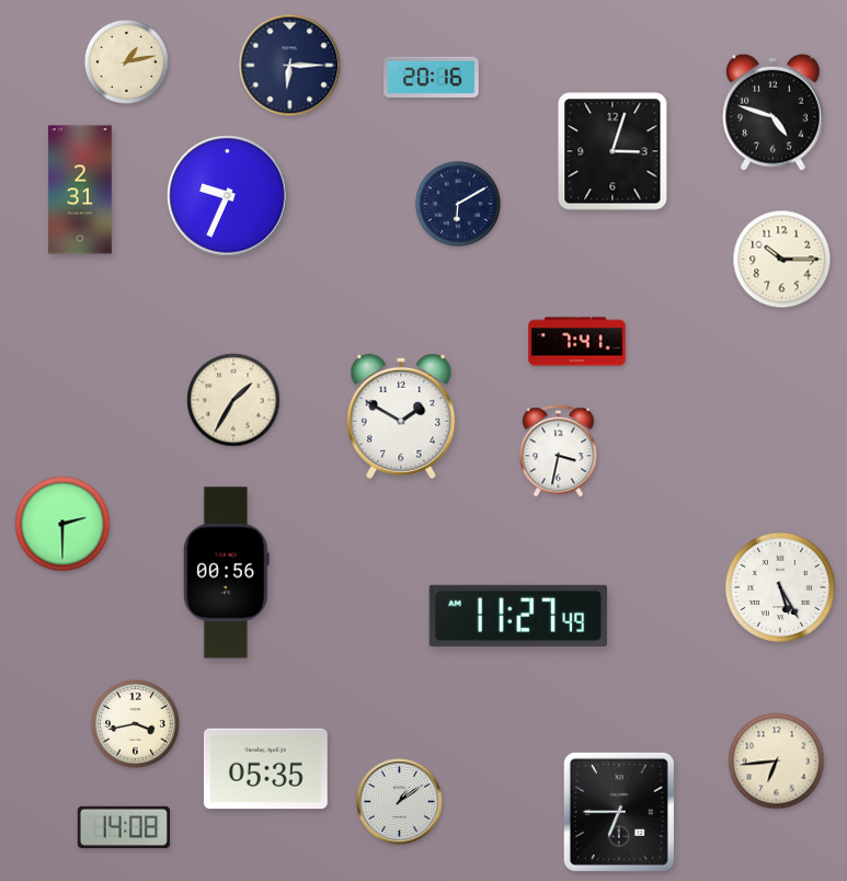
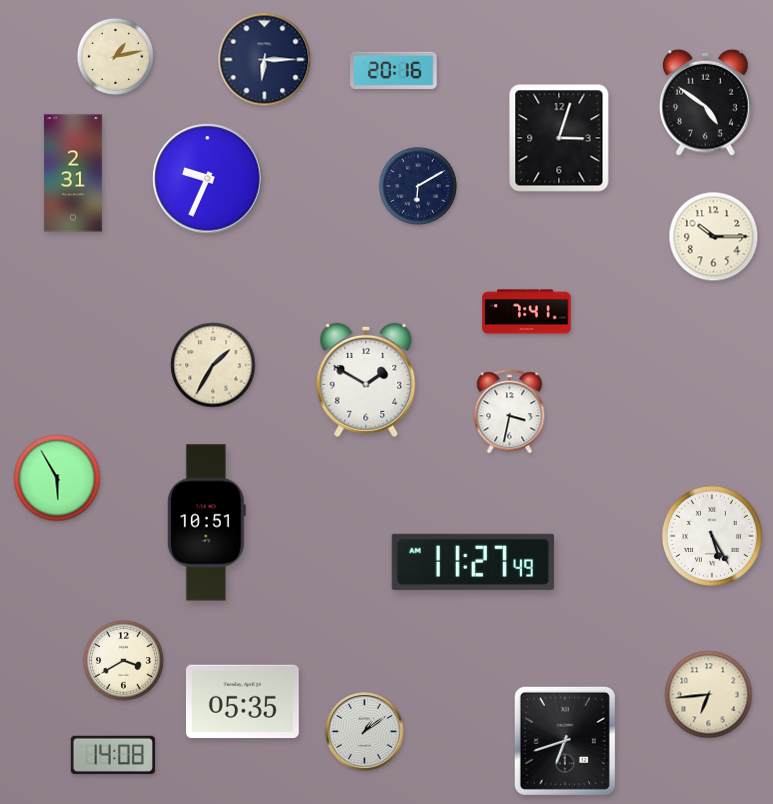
clock at (774, 112): 4:48 -> 4:51
clock at (62, 524): 2:30 -> 5:55
clock at (226, 573): 00:56 -> 10:51
clock at (136, 724): 3:43 -> 3:40
clock at (619, 812): 6:45 -> 6:42
